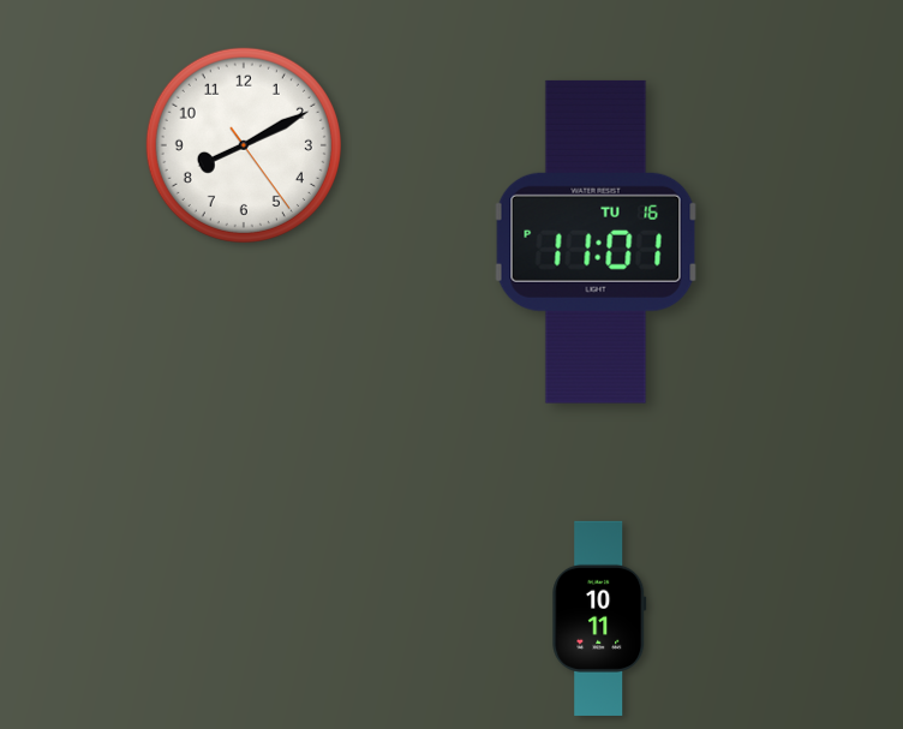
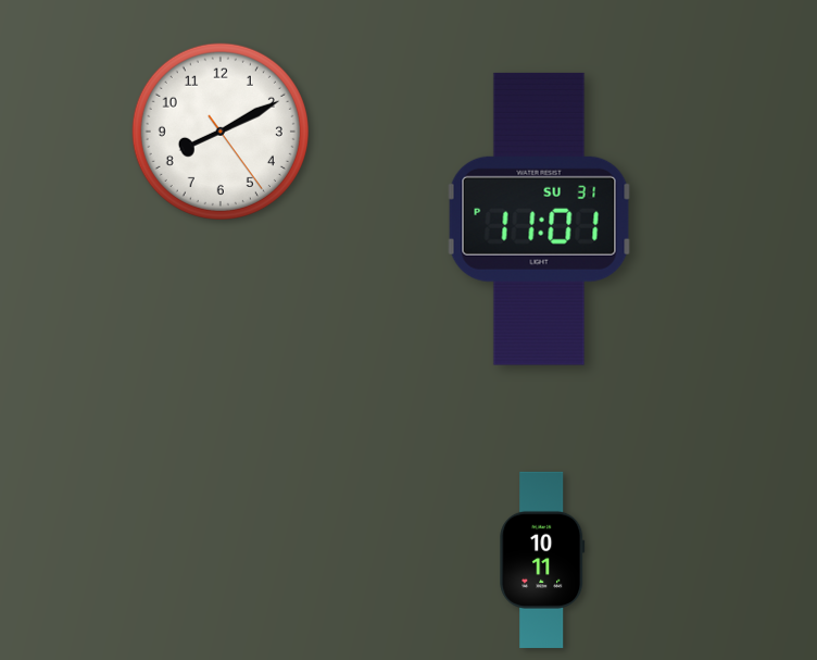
clock at (597, 241) date: TU 16 -> SU 31
